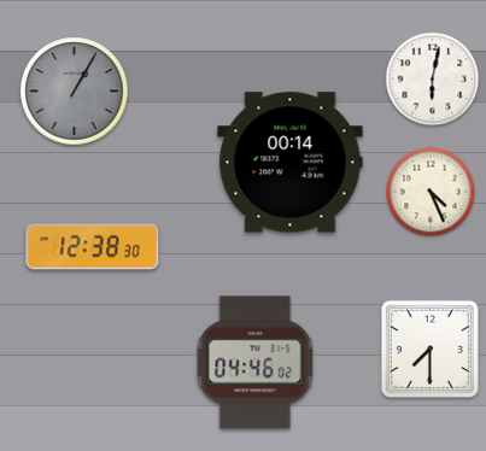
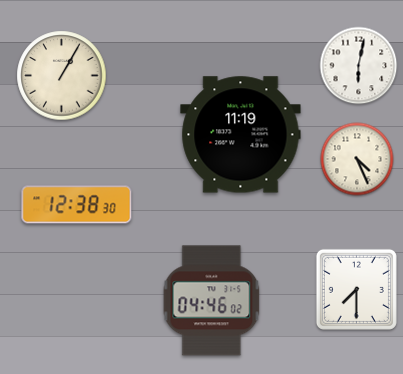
clock at (75, 92) dial: grey -> cream
clock at (291, 163): 00:14 -> 11:19
